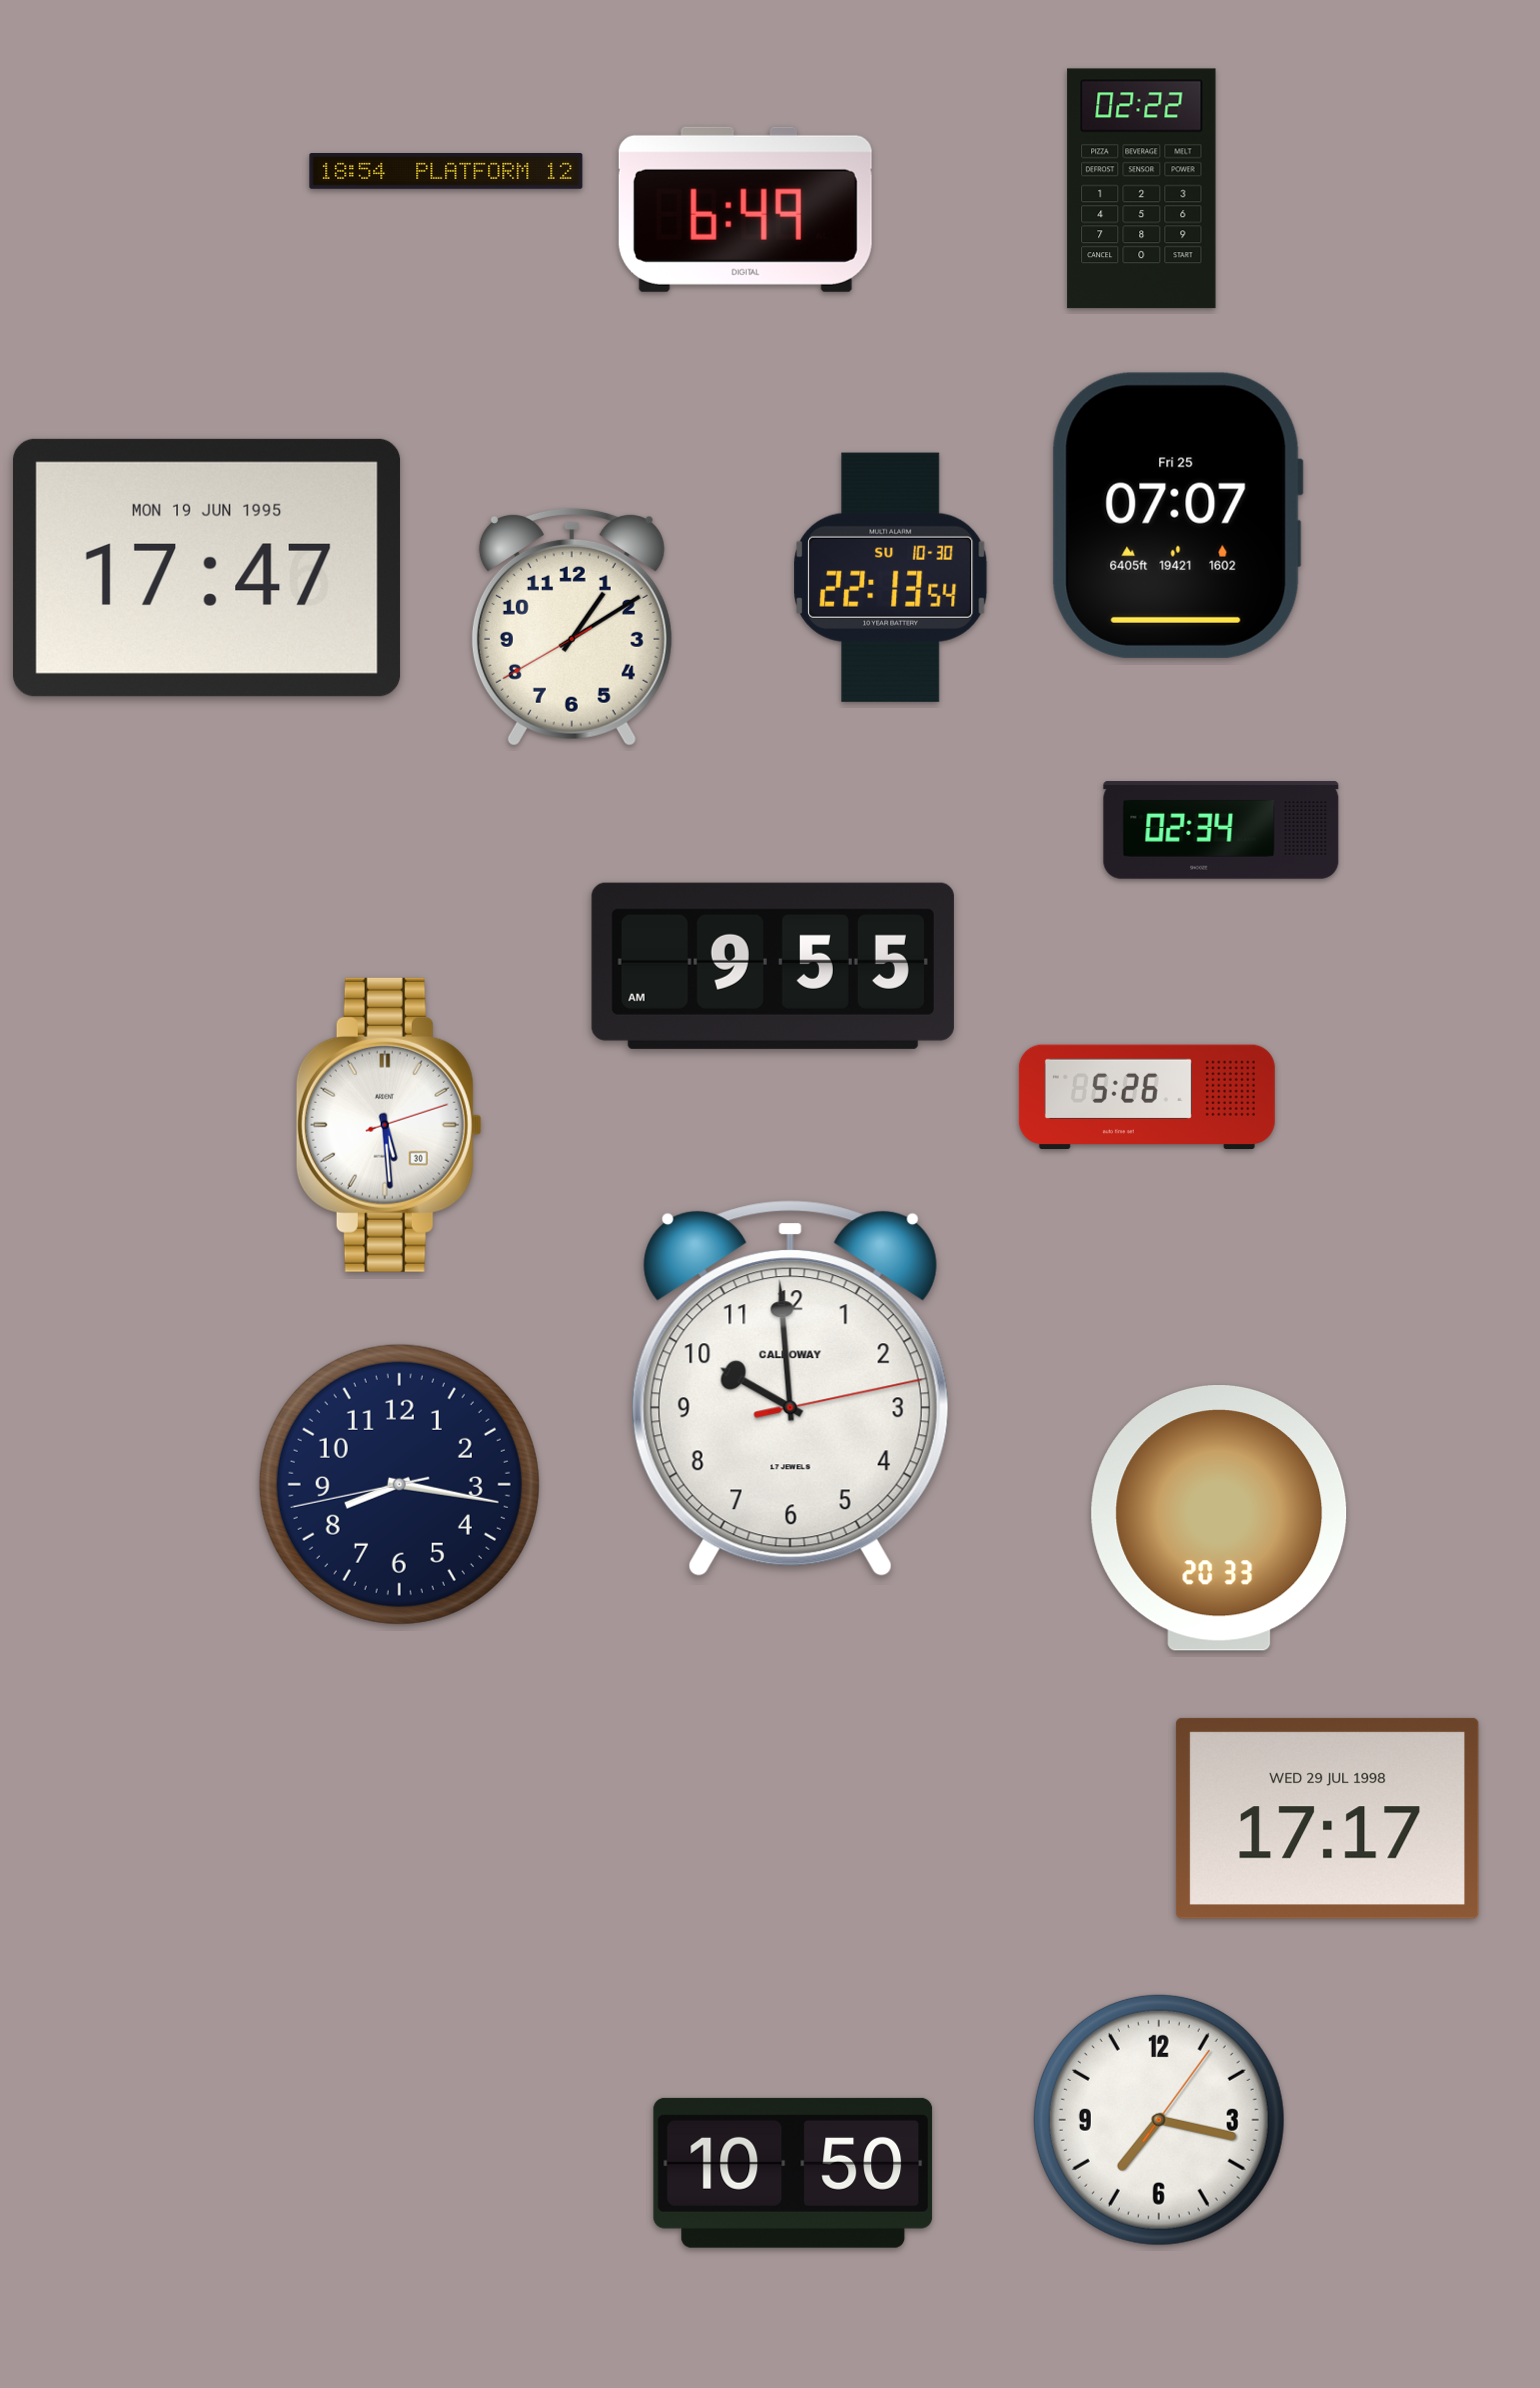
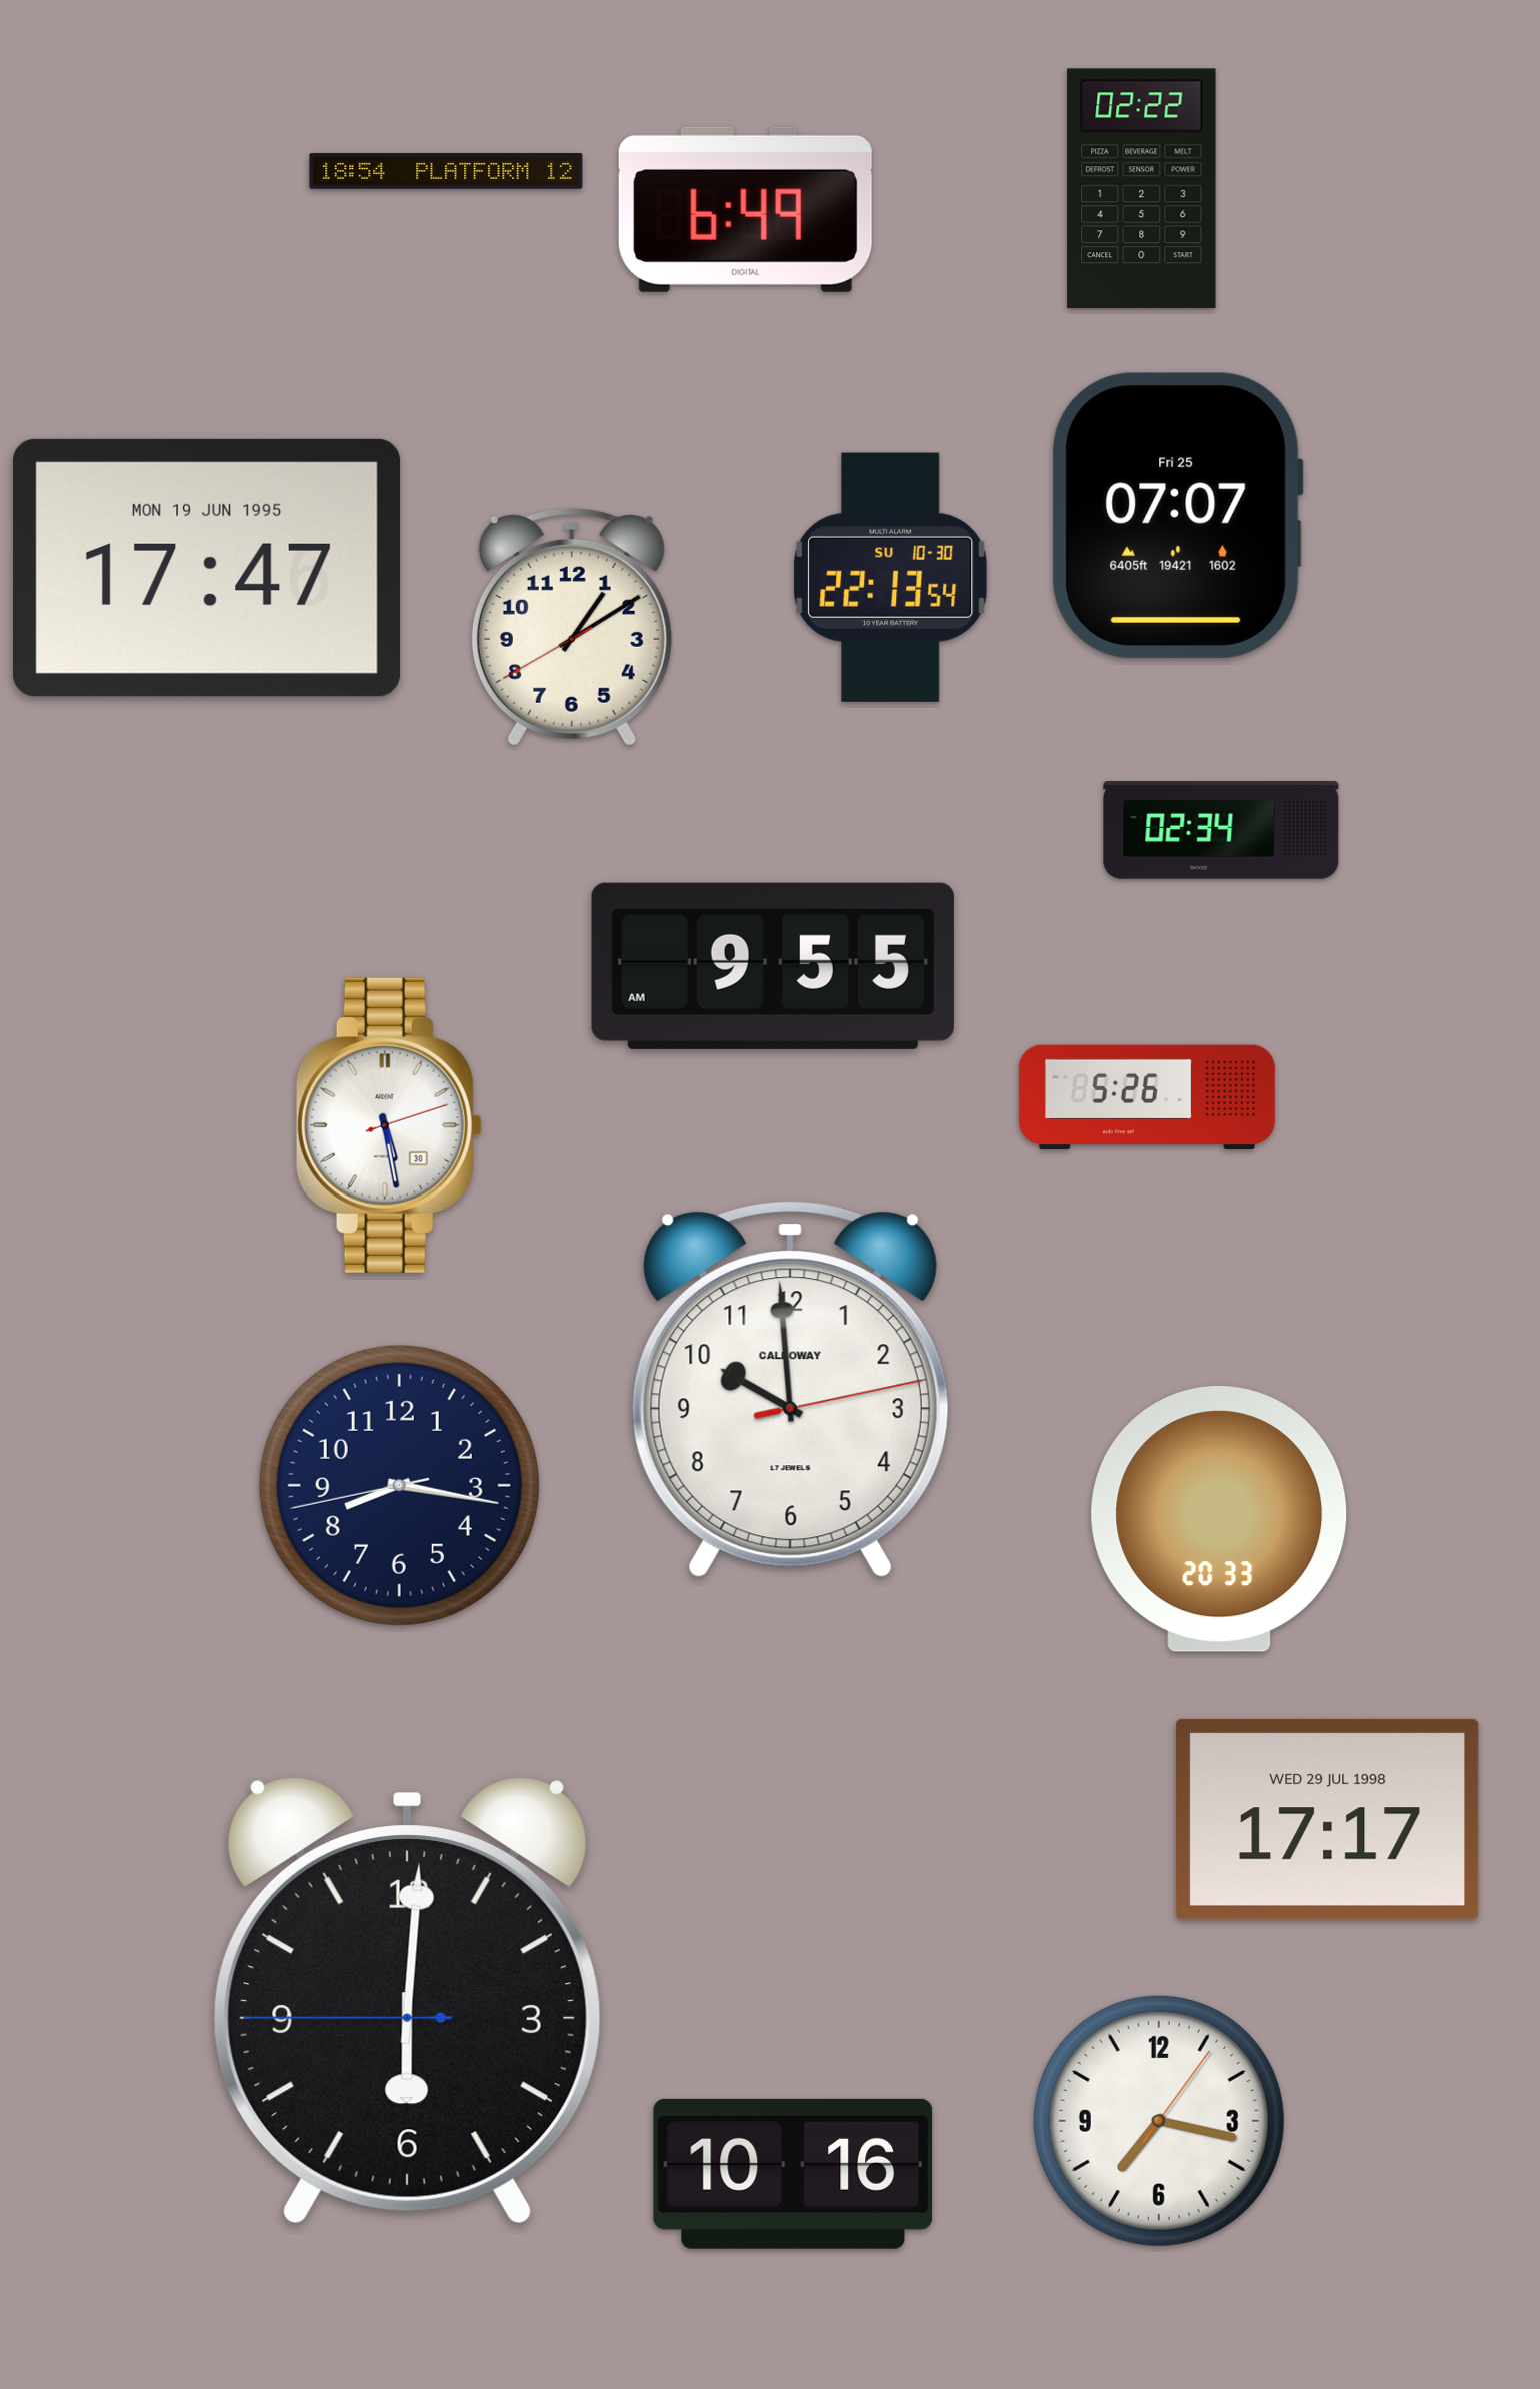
clock at (389, 1125): 5:29 -> 5:28
clock at (407, 2001): none -> 6:00
clock at (793, 2173): 10:50 -> 10:16
